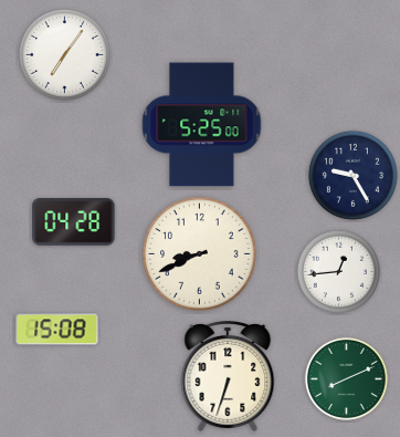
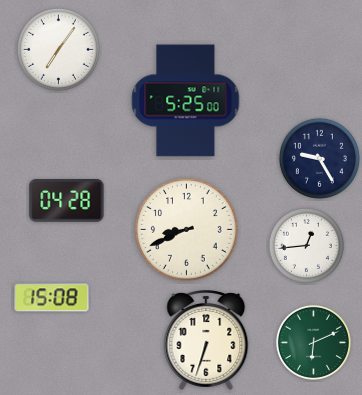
clock at (202, 125) position: (202, 125) -> (186, 101)
clock at (200, 254) position: (200, 254) -> (187, 230)
clock at (346, 378): 8:11 -> 6:11
